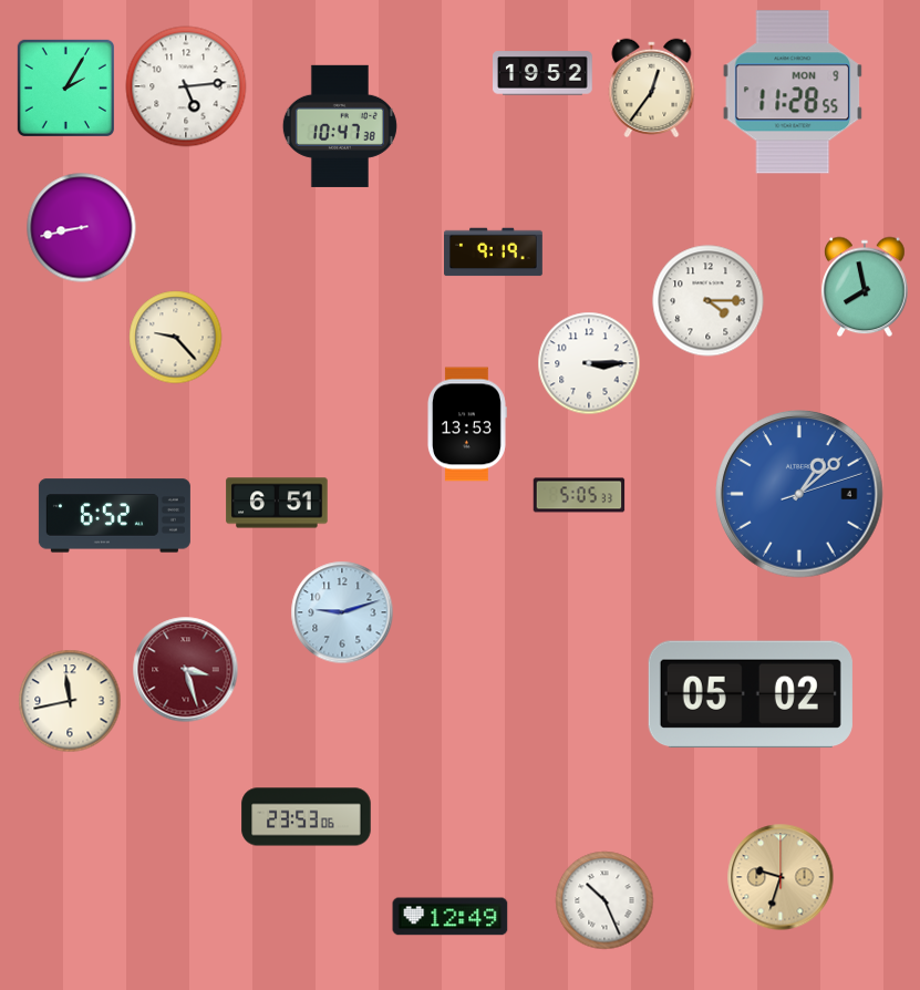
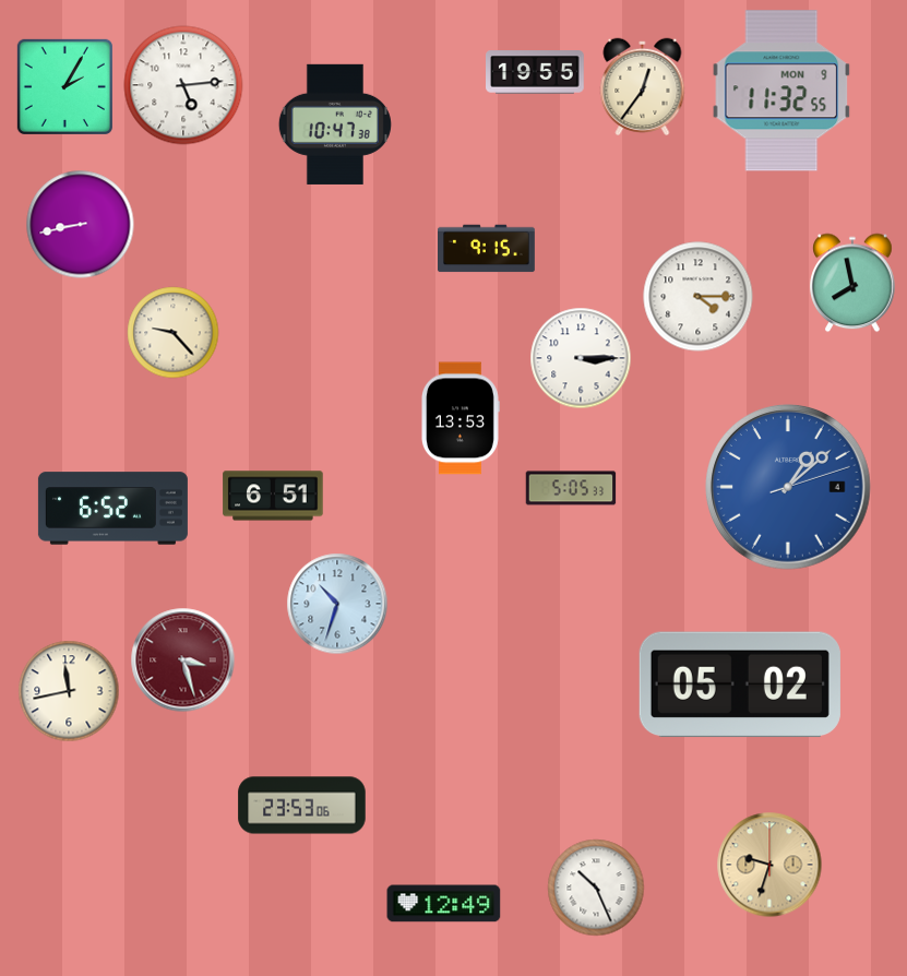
clock at (544, 73): 19:52 -> 19:55
clock at (793, 92): 11:28 -> 11:32
clock at (494, 252): 9:19 -> 9:15
clock at (342, 612): 9:12 -> 10:33
